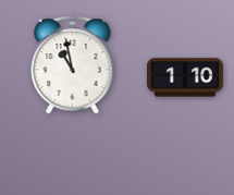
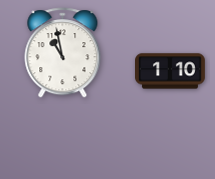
clock at (73, 65) position: (73, 65) -> (63, 53)
